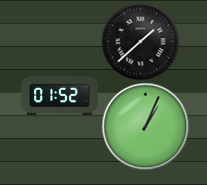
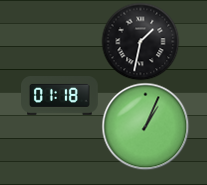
clock at (140, 41): 1:38 -> 1:32
clock at (60, 96): 01:52 -> 01:18
